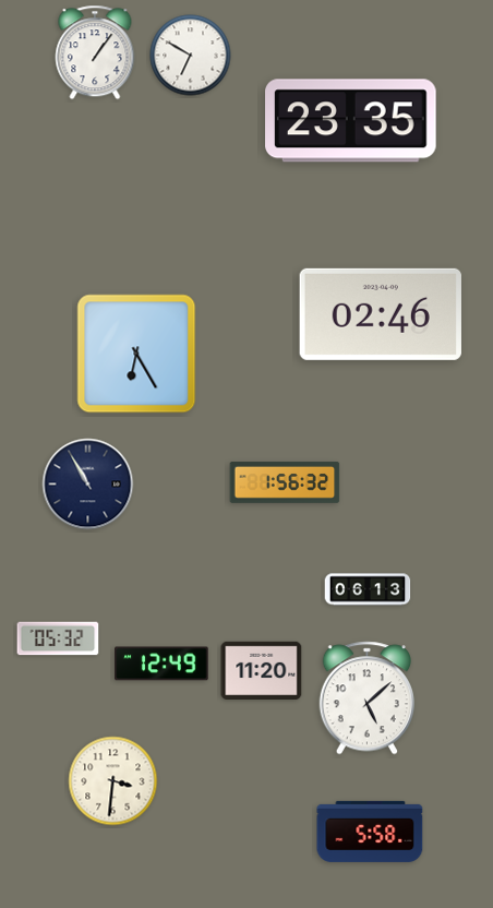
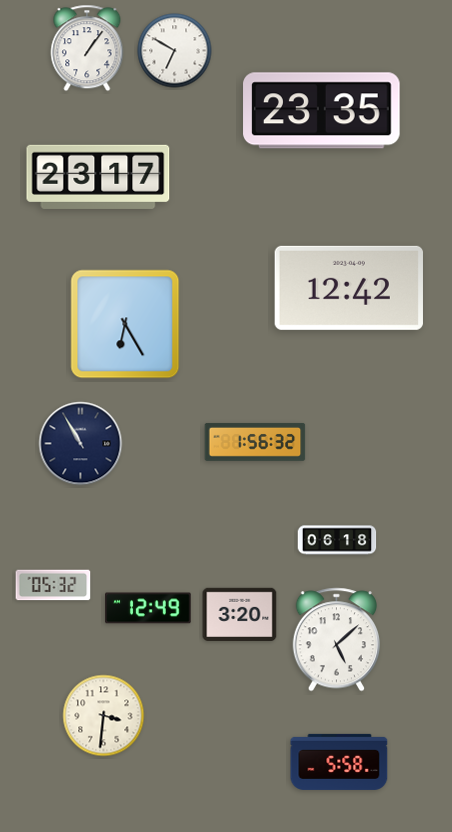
clock at (98, 177): none -> 23:17
clock at (381, 314): 02:46 -> 12:42
clock at (285, 482) position: (285, 482) -> (255, 442)
clock at (368, 589): 06:13 -> 06:18
clock at (262, 670): 11:20 -> 3:20
